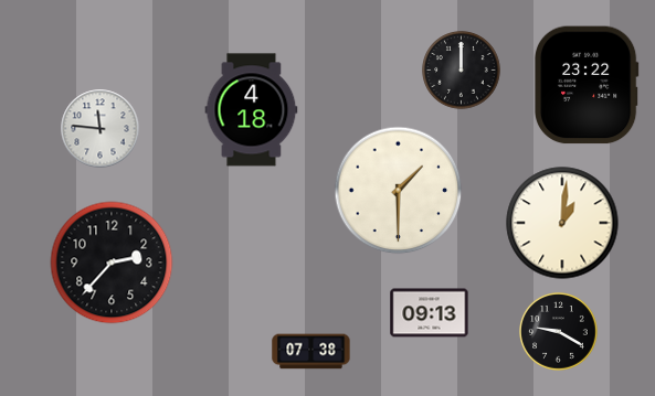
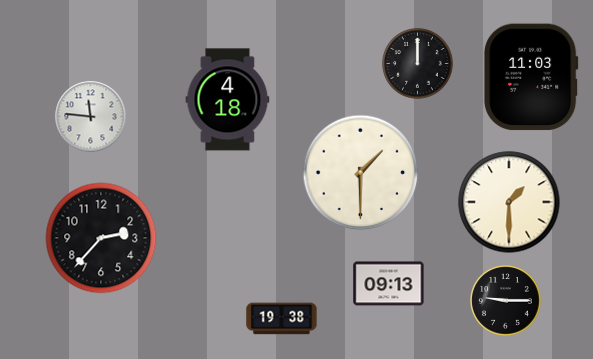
clock at (587, 85): 23:22 -> 11:03
clock at (562, 223): 1:01 -> 1:30
clock at (559, 332): 9:20 -> 9:15
clock at (311, 352): 07:38 -> 19:38
